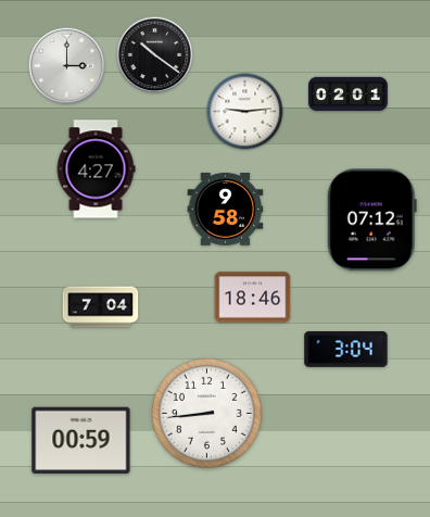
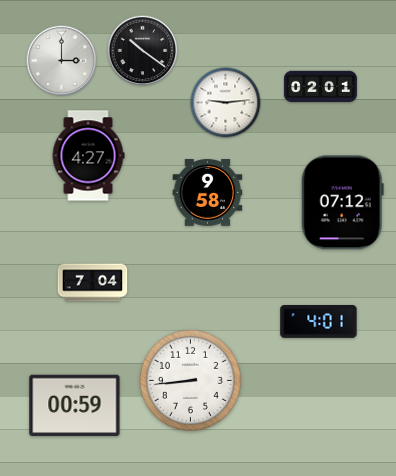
clock at (253, 298): 18:46 -> none
clock at (346, 350): 3:04 -> 4:01
